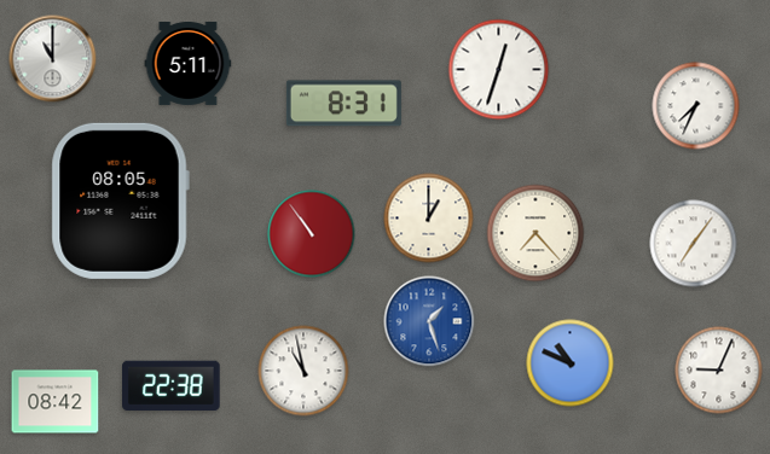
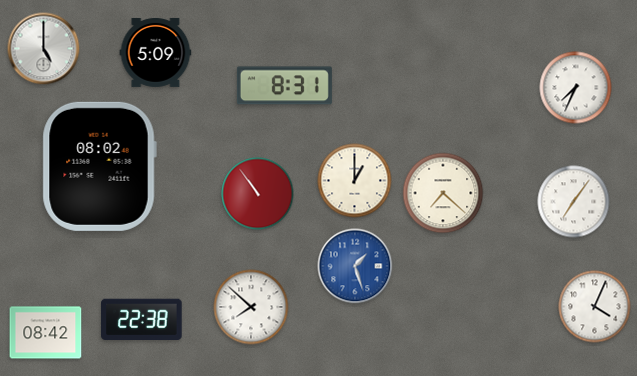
clock at (53, 59): 11:00 -> 5:00
clock at (189, 63): 5:11 -> 5:09
clock at (499, 70): 12:33 -> none
clock at (120, 200): 08:05 -> 08:02
clock at (535, 233): 7:23 -> 7:22
clock at (571, 363): 10:49 -> none
clock at (303, 371): 10:58 -> 7:52
clock at (719, 371): 9:04 -> 4:04
